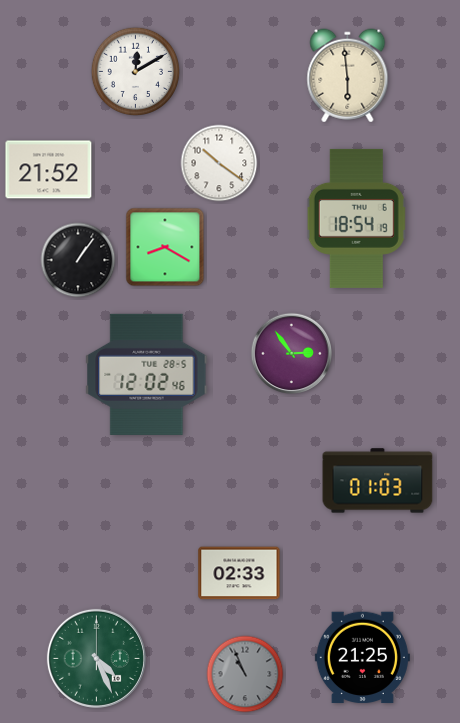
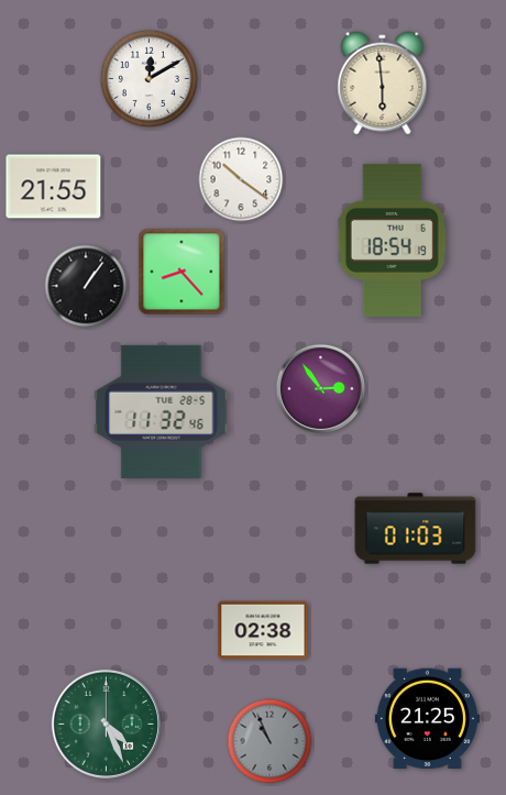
clock at (49, 170): 21:52 -> 21:55
clock at (165, 247): 8:20 -> 8:23
clock at (147, 374): 12:02 -> 11:32
clock at (239, 573): 02:33 -> 02:38
clock at (362, 658) position: (362, 658) -> (427, 719)
